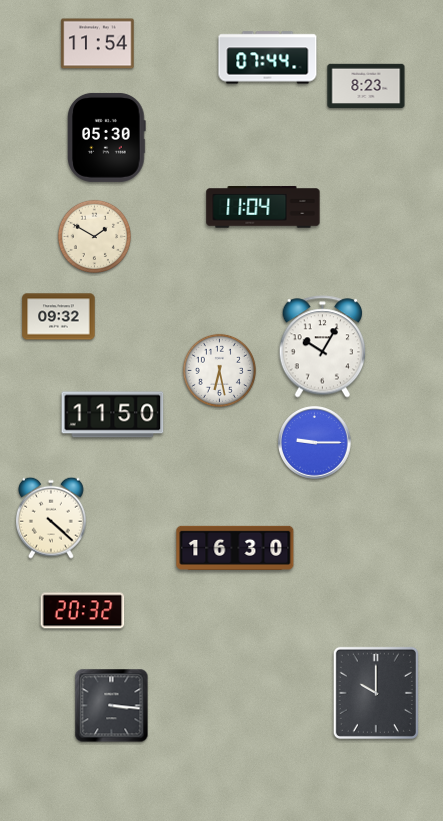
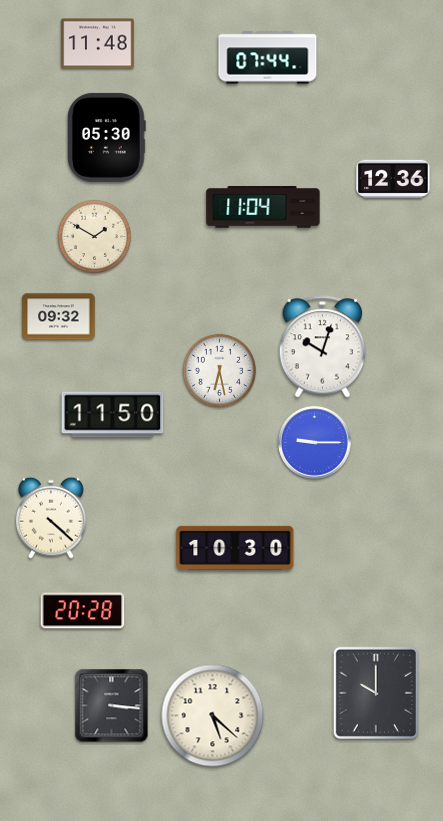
clock at (98, 44): 11:54 -> 11:48
clock at (366, 86): 8:23 -> none
clock at (393, 179): none -> 12:36
clock at (323, 347): 10:05 -> 10:03
clock at (235, 548): 16:30 -> 10:30
clock at (83, 611): 20:32 -> 20:28
clock at (213, 716): none -> 5:22
